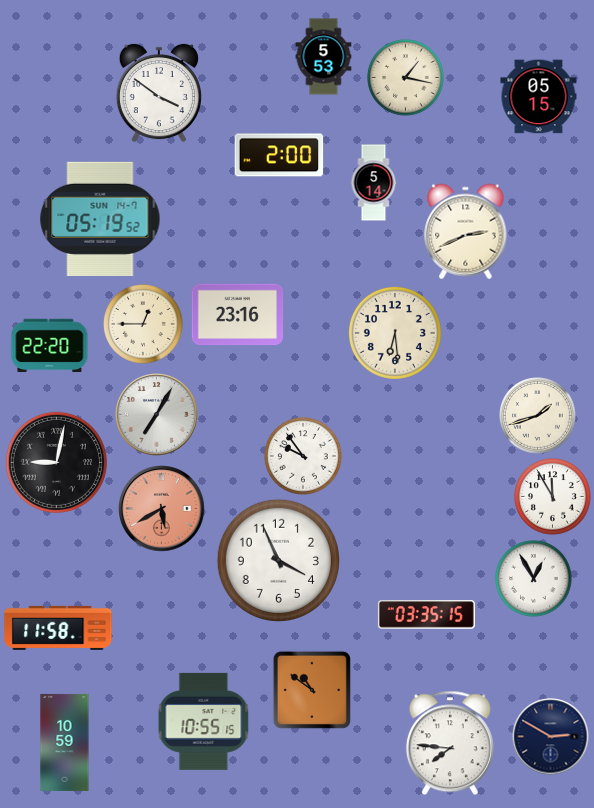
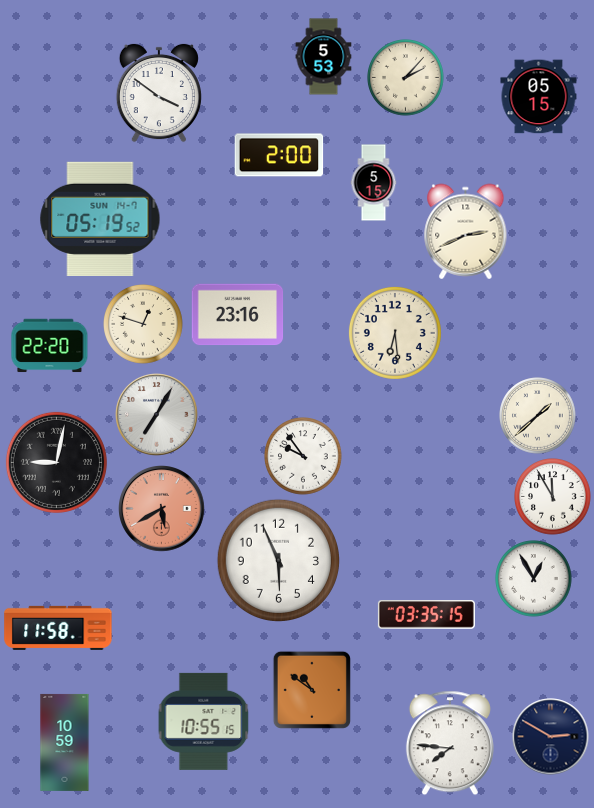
clock at (406, 78): 1:17 -> 2:07
clock at (374, 183): 5:14 -> 5:15
clock at (144, 325): 12:45 -> 12:48
clock at (538, 416): 1:42 -> 1:38
clock at (278, 560): 3:56 -> 5:56
